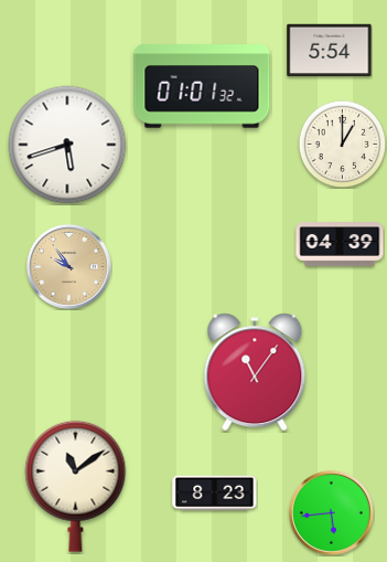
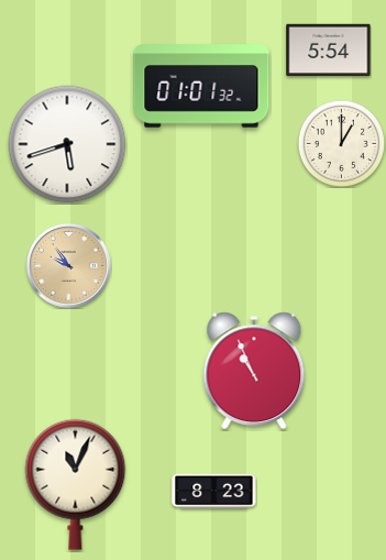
clock at (340, 244): 04:39 -> none
clock at (255, 372): 11:06 -> 10:56
clock at (76, 486): 11:09 -> 11:04
clock at (331, 512): 5:44 -> none
